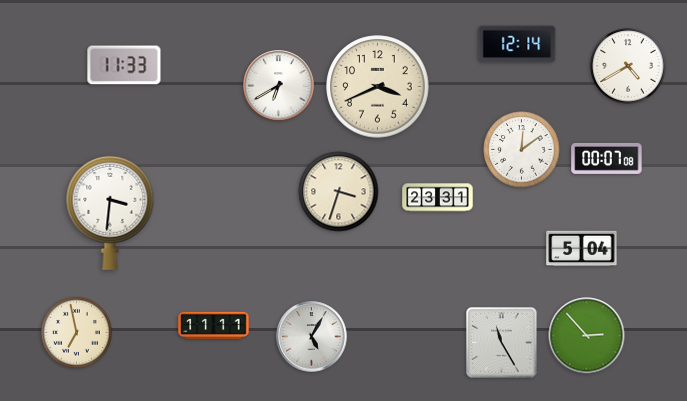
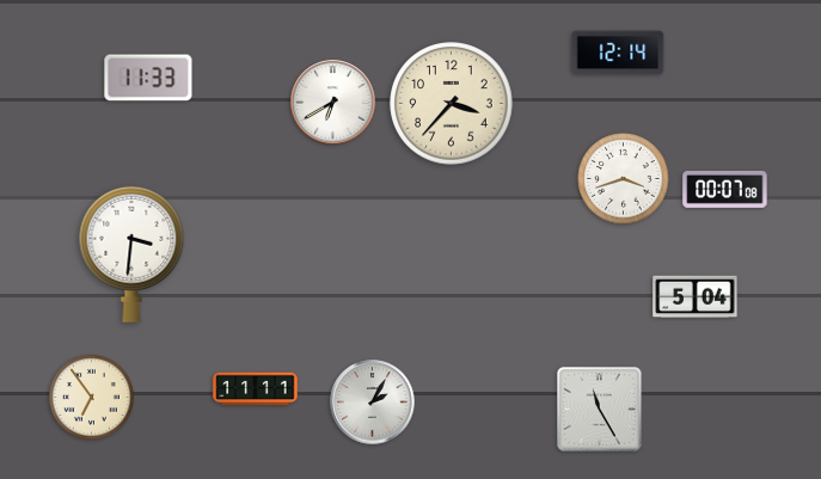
clock at (628, 66): 4:40 -> none
clock at (378, 87): 3:41 -> 3:37
clock at (522, 150): 12:09 -> 3:42
clock at (339, 192): 3:33 -> none
clock at (438, 198): 23:31 -> none
clock at (76, 332): 6:58 -> 6:54
clock at (587, 336): 2:53 -> none
clock at (312, 337): 5:05 -> 2:05
